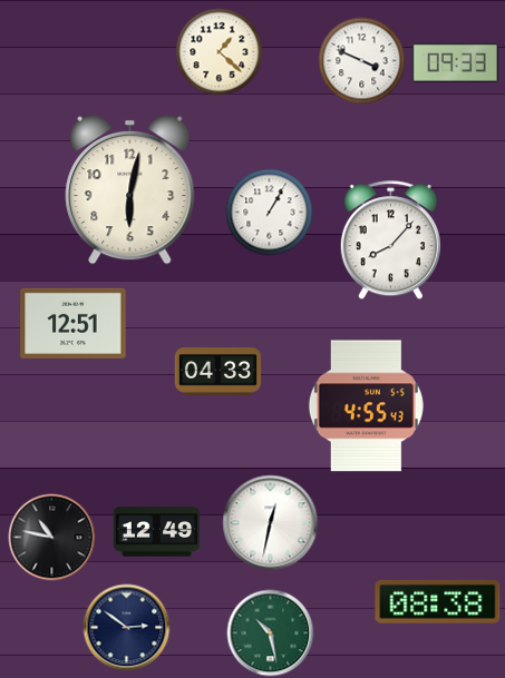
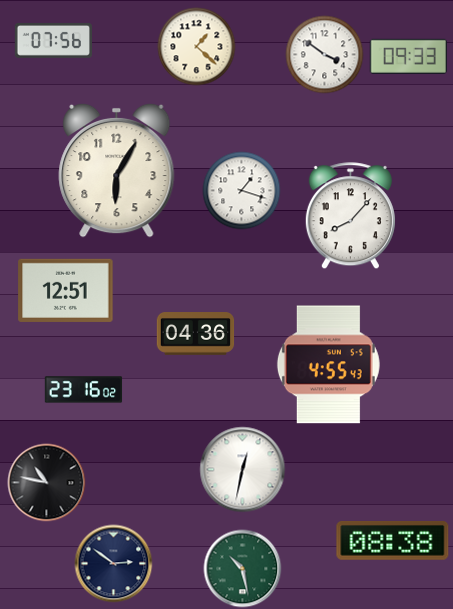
clock at (53, 40): none -> 07:56
clock at (361, 60): 3:49 -> 3:51
clock at (130, 189): 6:02 -> 6:05
clock at (269, 212): 1:05 -> 1:18
clock at (217, 372): 04:33 -> 04:36
clock at (83, 390): none -> 23:16
clock at (156, 532): 12:49 -> none
